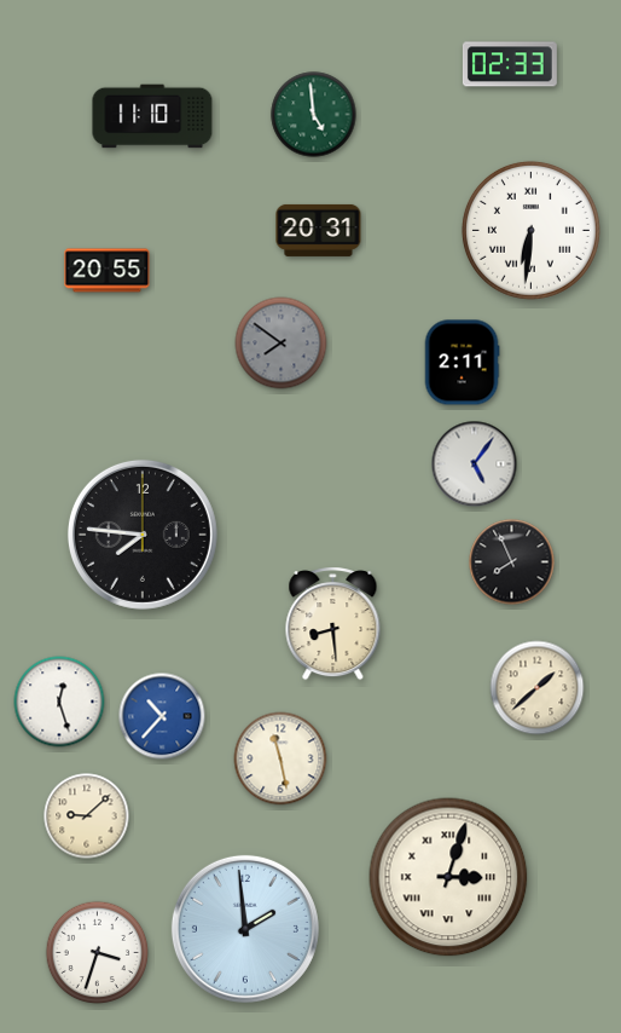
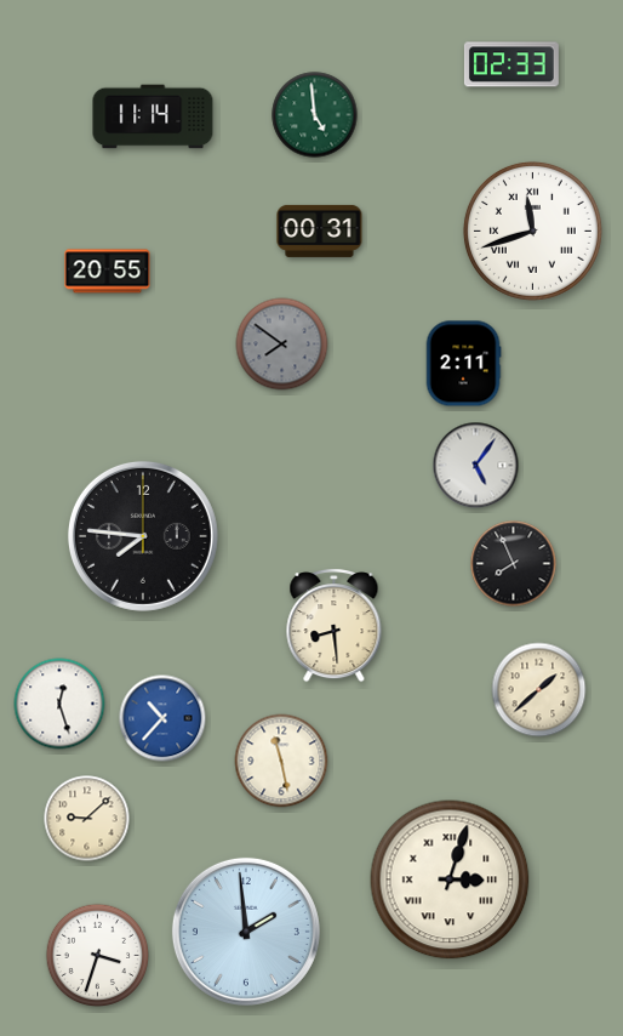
clock at (152, 116): 11:10 -> 11:14
clock at (319, 230): 20:31 -> 00:31
clock at (530, 230): 6:31 -> 11:42
